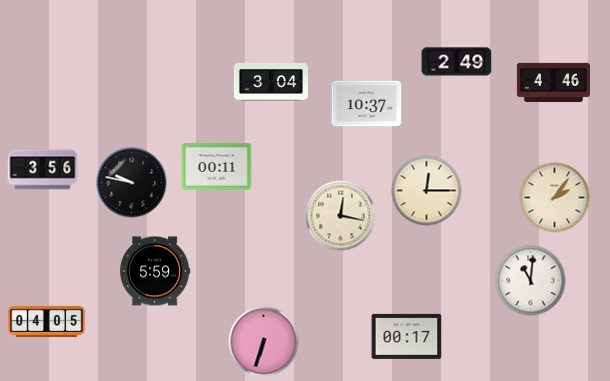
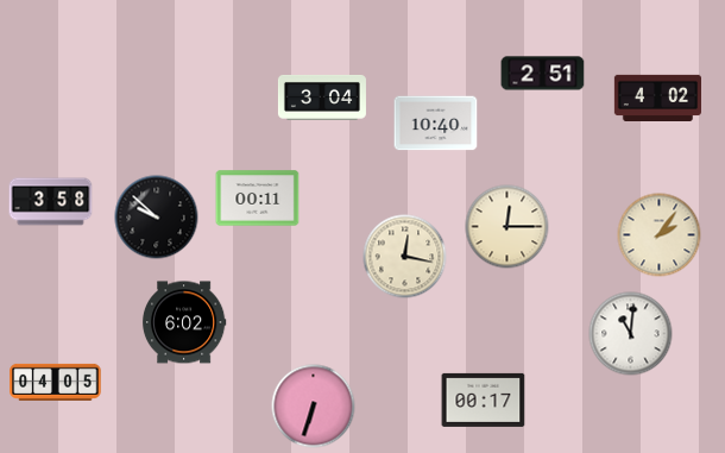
clock at (457, 62): 2:49 -> 2:51
clock at (553, 82): 4:46 -> 4:02
clock at (367, 104): 10:37 -> 10:40
clock at (43, 170): 3:56 -> 3:58
clock at (132, 183): 9:47 -> 9:52
clock at (155, 271): 5:59 -> 6:02
